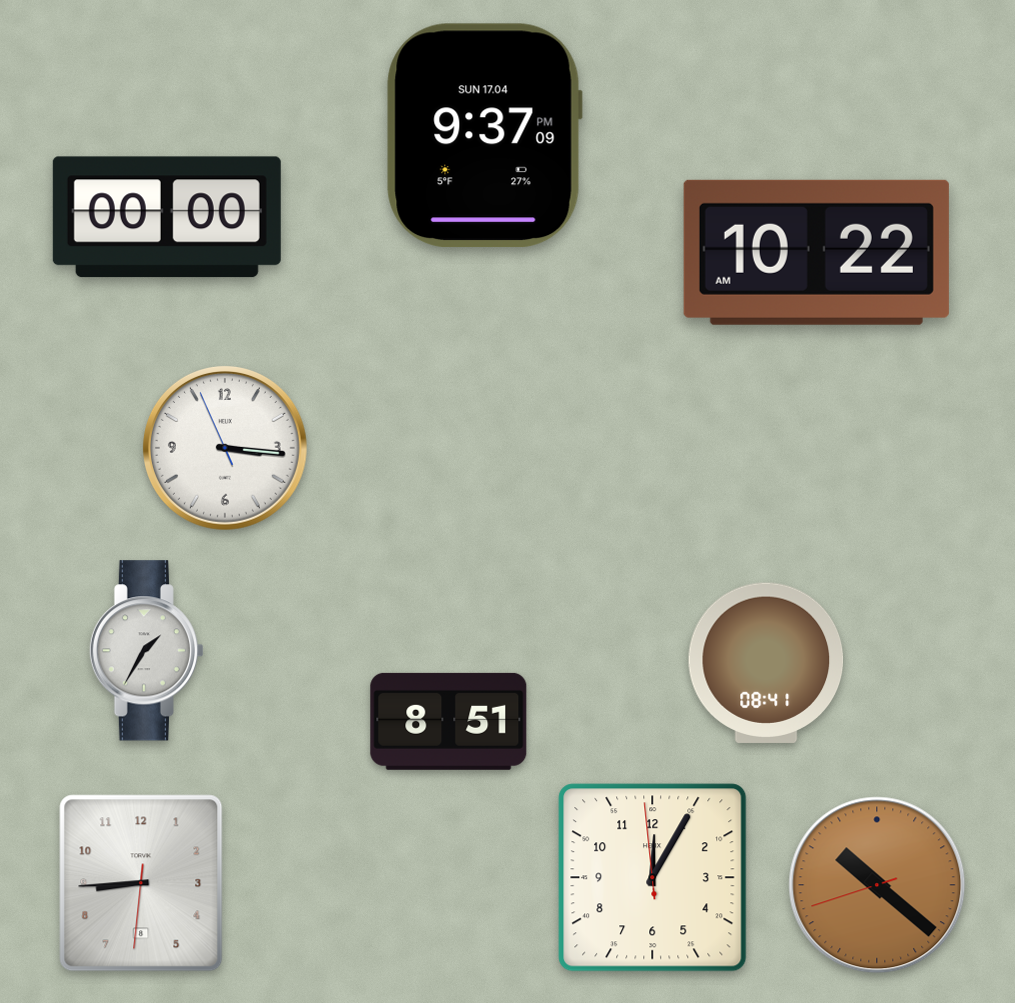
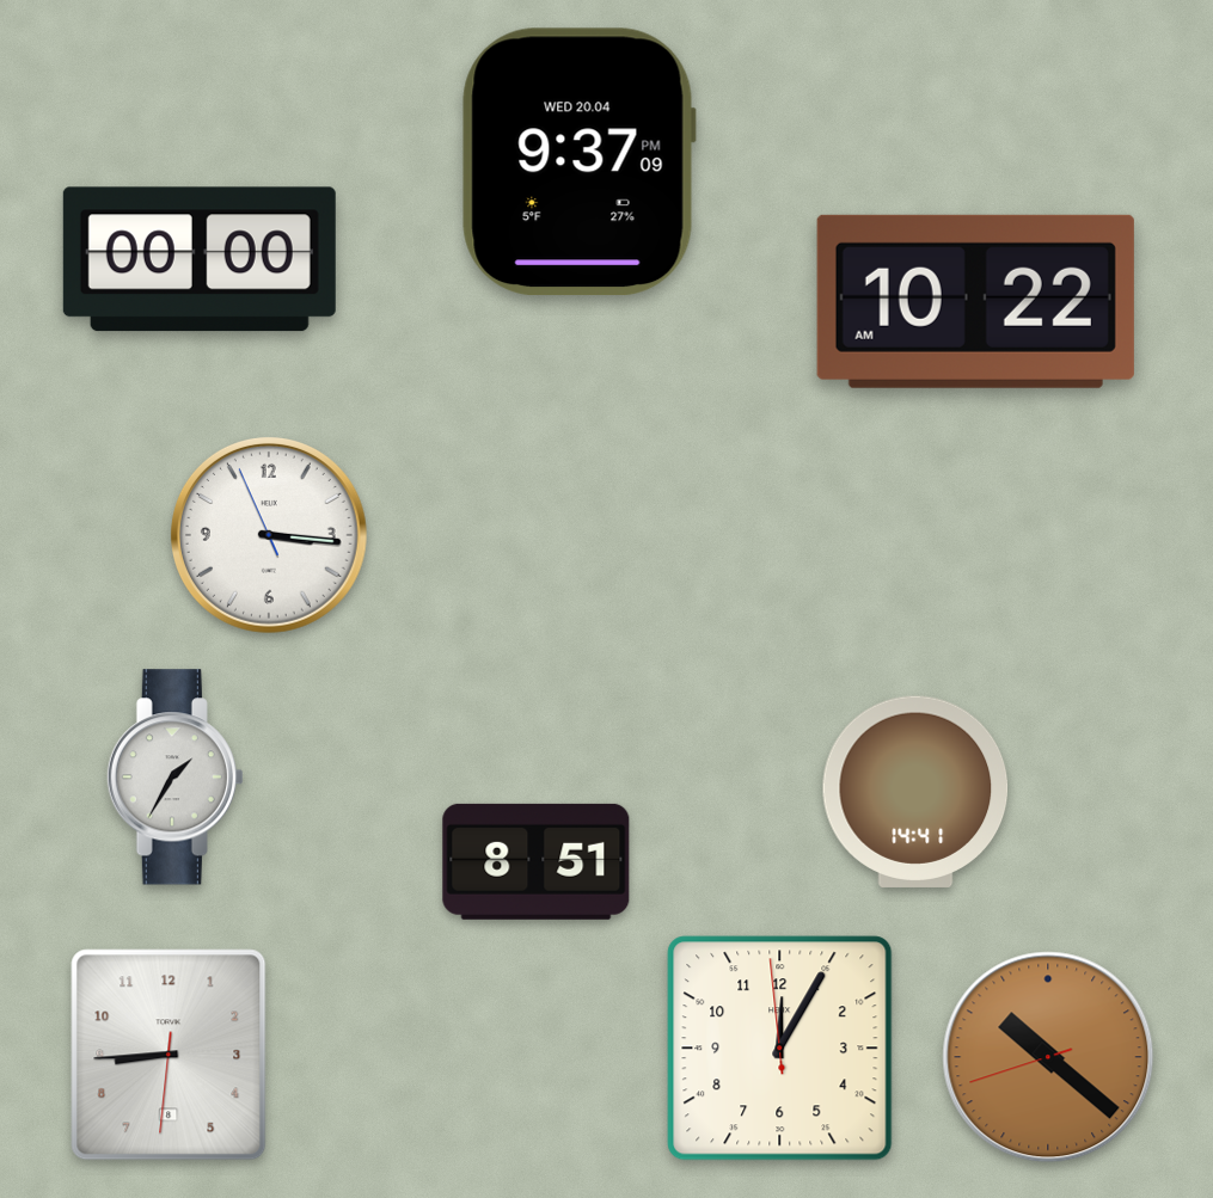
clock at (484, 136) date: SUN 17.04 -> WED 20.04
clock at (766, 663): 08:41 -> 14:41
